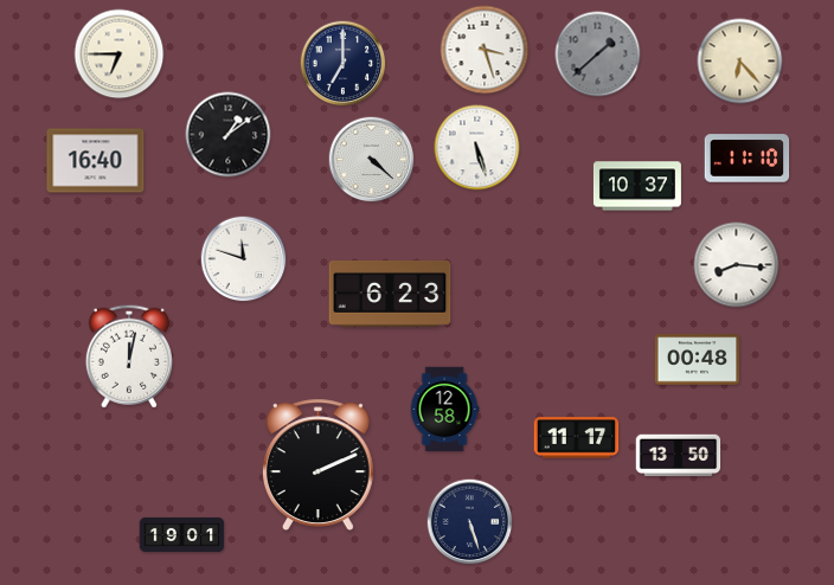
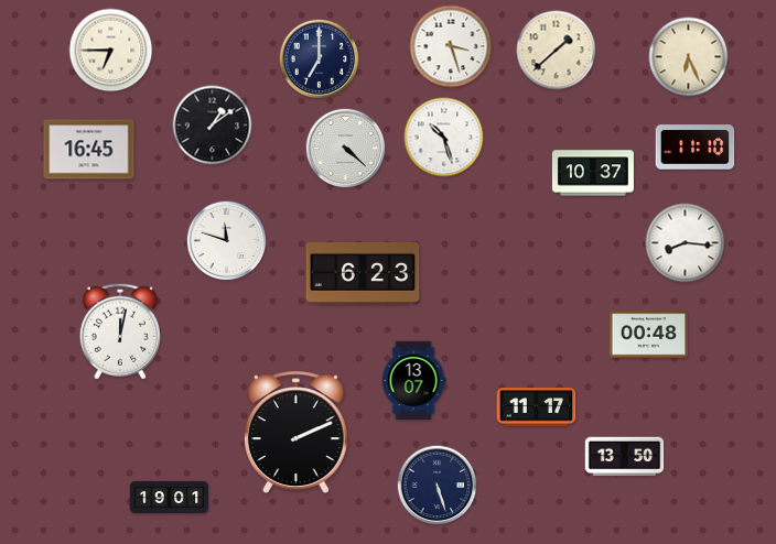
clock at (598, 54) dial: grey -> cream
clock at (740, 62): 6:23 -> 6:26
clock at (477, 148): 5:27 -> 10:27
clock at (96, 161): 16:40 -> 16:45
clock at (737, 265) position: (737, 265) -> (686, 243)
clock at (444, 410): 12:58 -> 13:07
clock at (679, 456) position: (679, 456) -> (625, 457)
